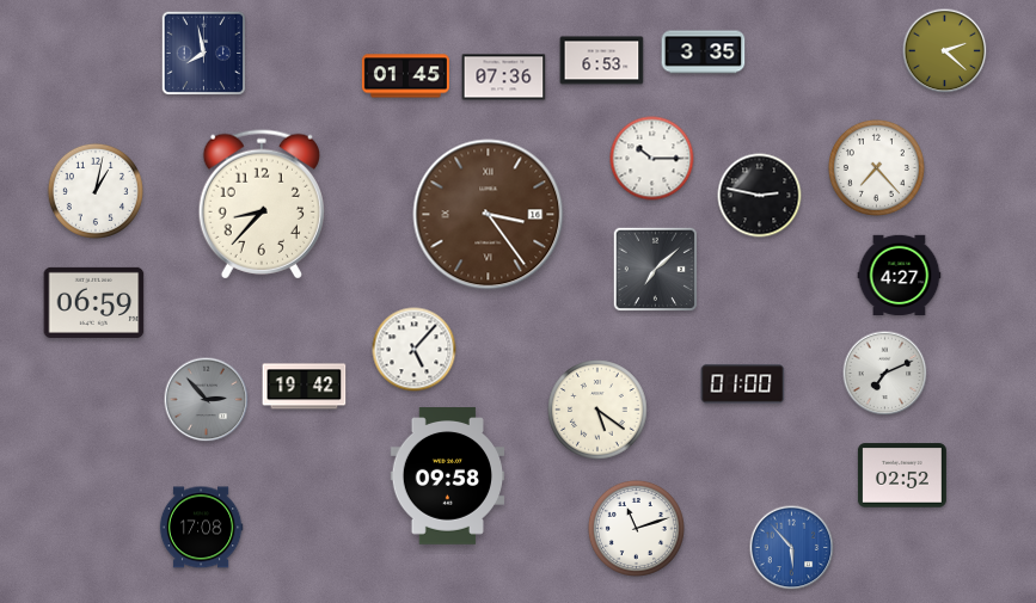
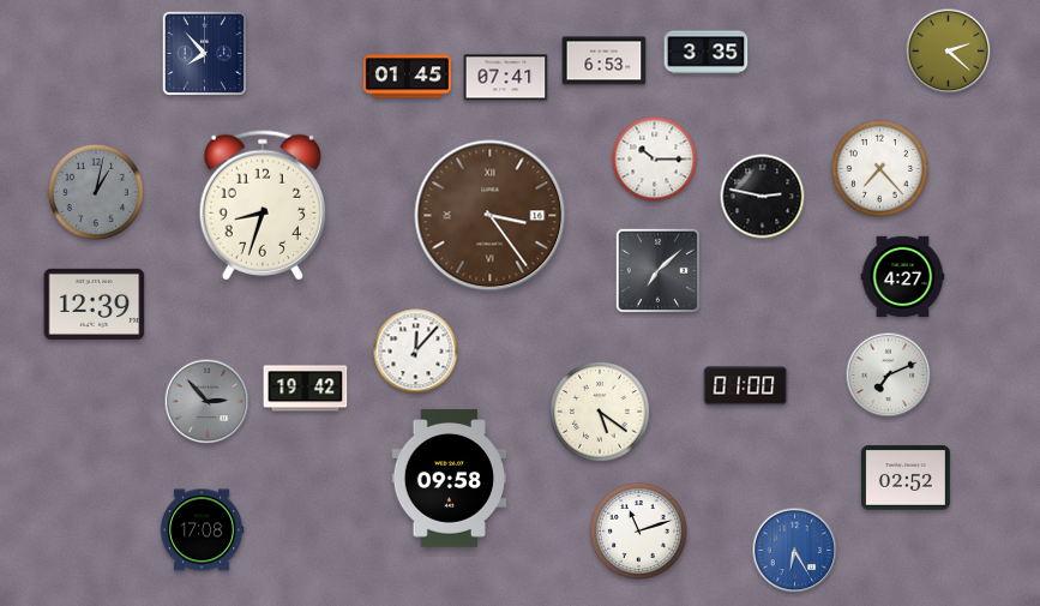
clock at (203, 53): 7:58 -> 7:53
clock at (504, 78): 07:36 -> 07:41
clock at (96, 191) dial: white -> grey
clock at (262, 204): 8:37 -> 8:33
clock at (94, 302): 06:59 -> 12:39
clock at (415, 350): 5:07 -> 12:07
clock at (792, 548): 5:53 -> 6:25
